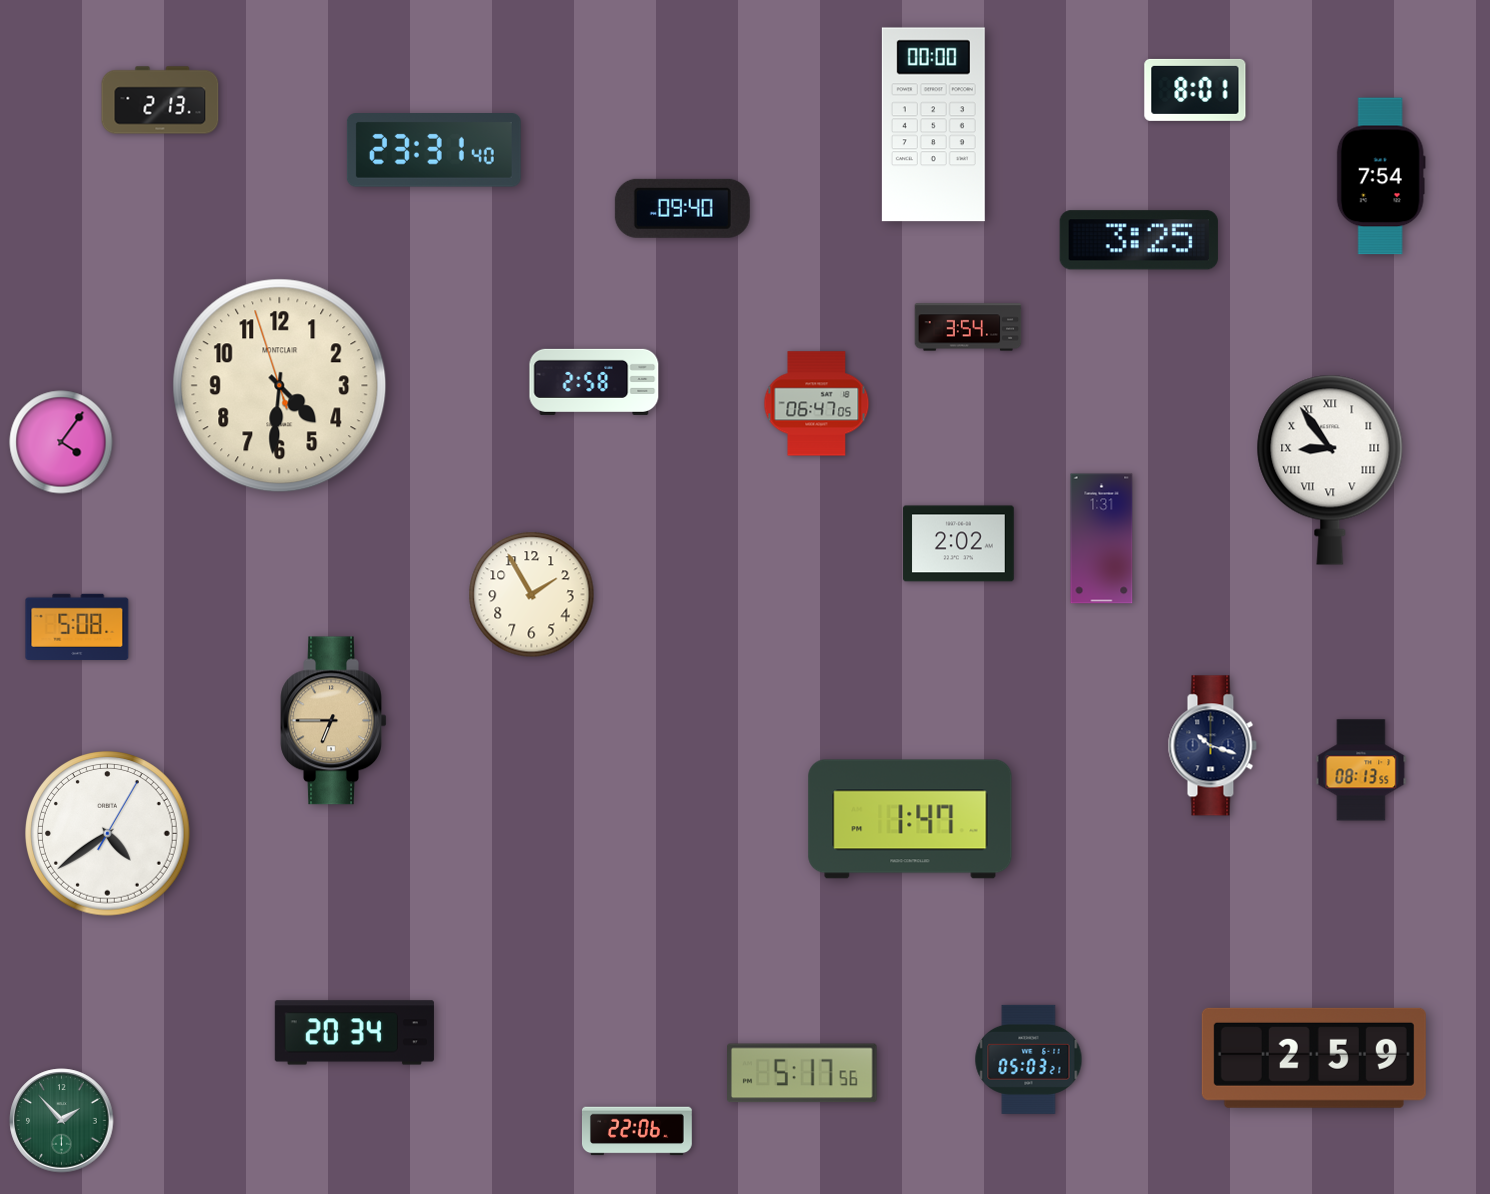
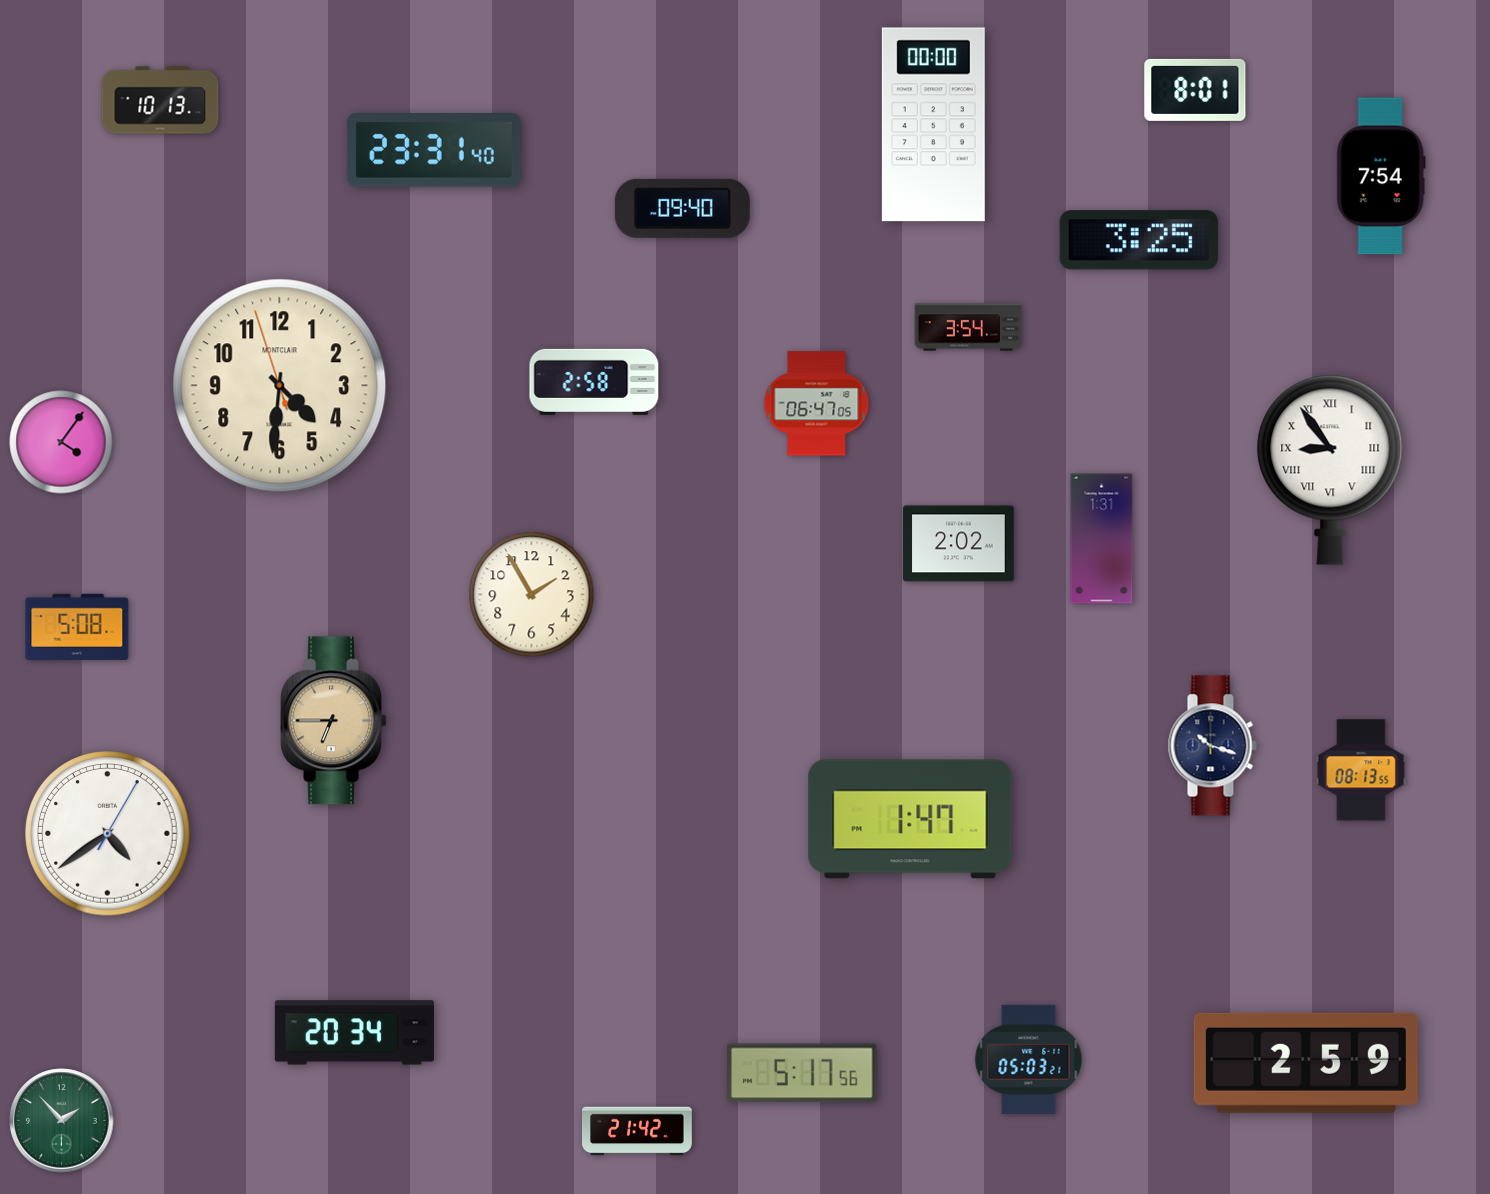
clock at (160, 100): 2:13 -> 10:13
clock at (1314, 1058) position: (1314, 1058) -> (1306, 1063)
clock at (637, 1131): 22:06 -> 21:42
